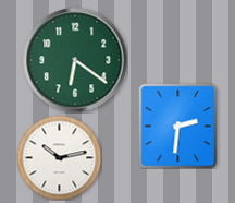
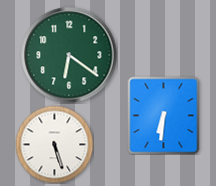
clock at (178, 126): 2:31 -> 6:31
clock at (59, 157): 10:13 -> 5:27
